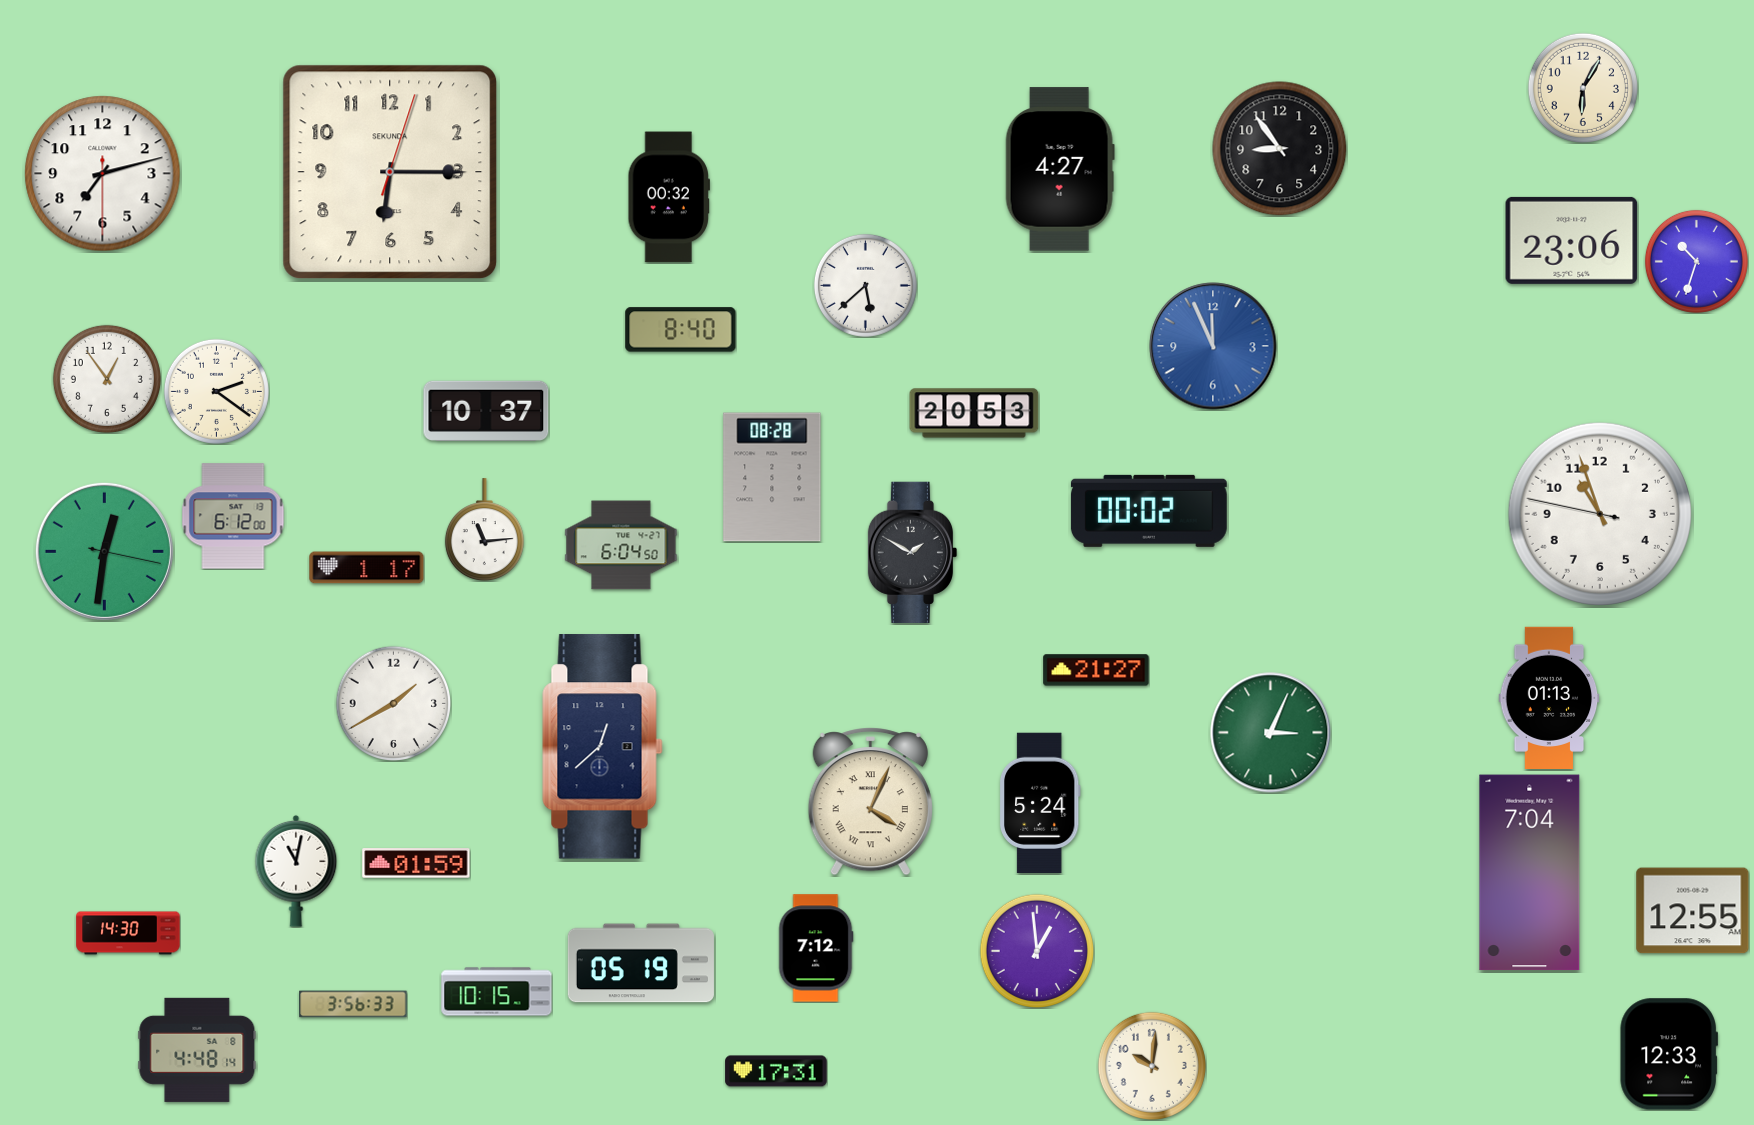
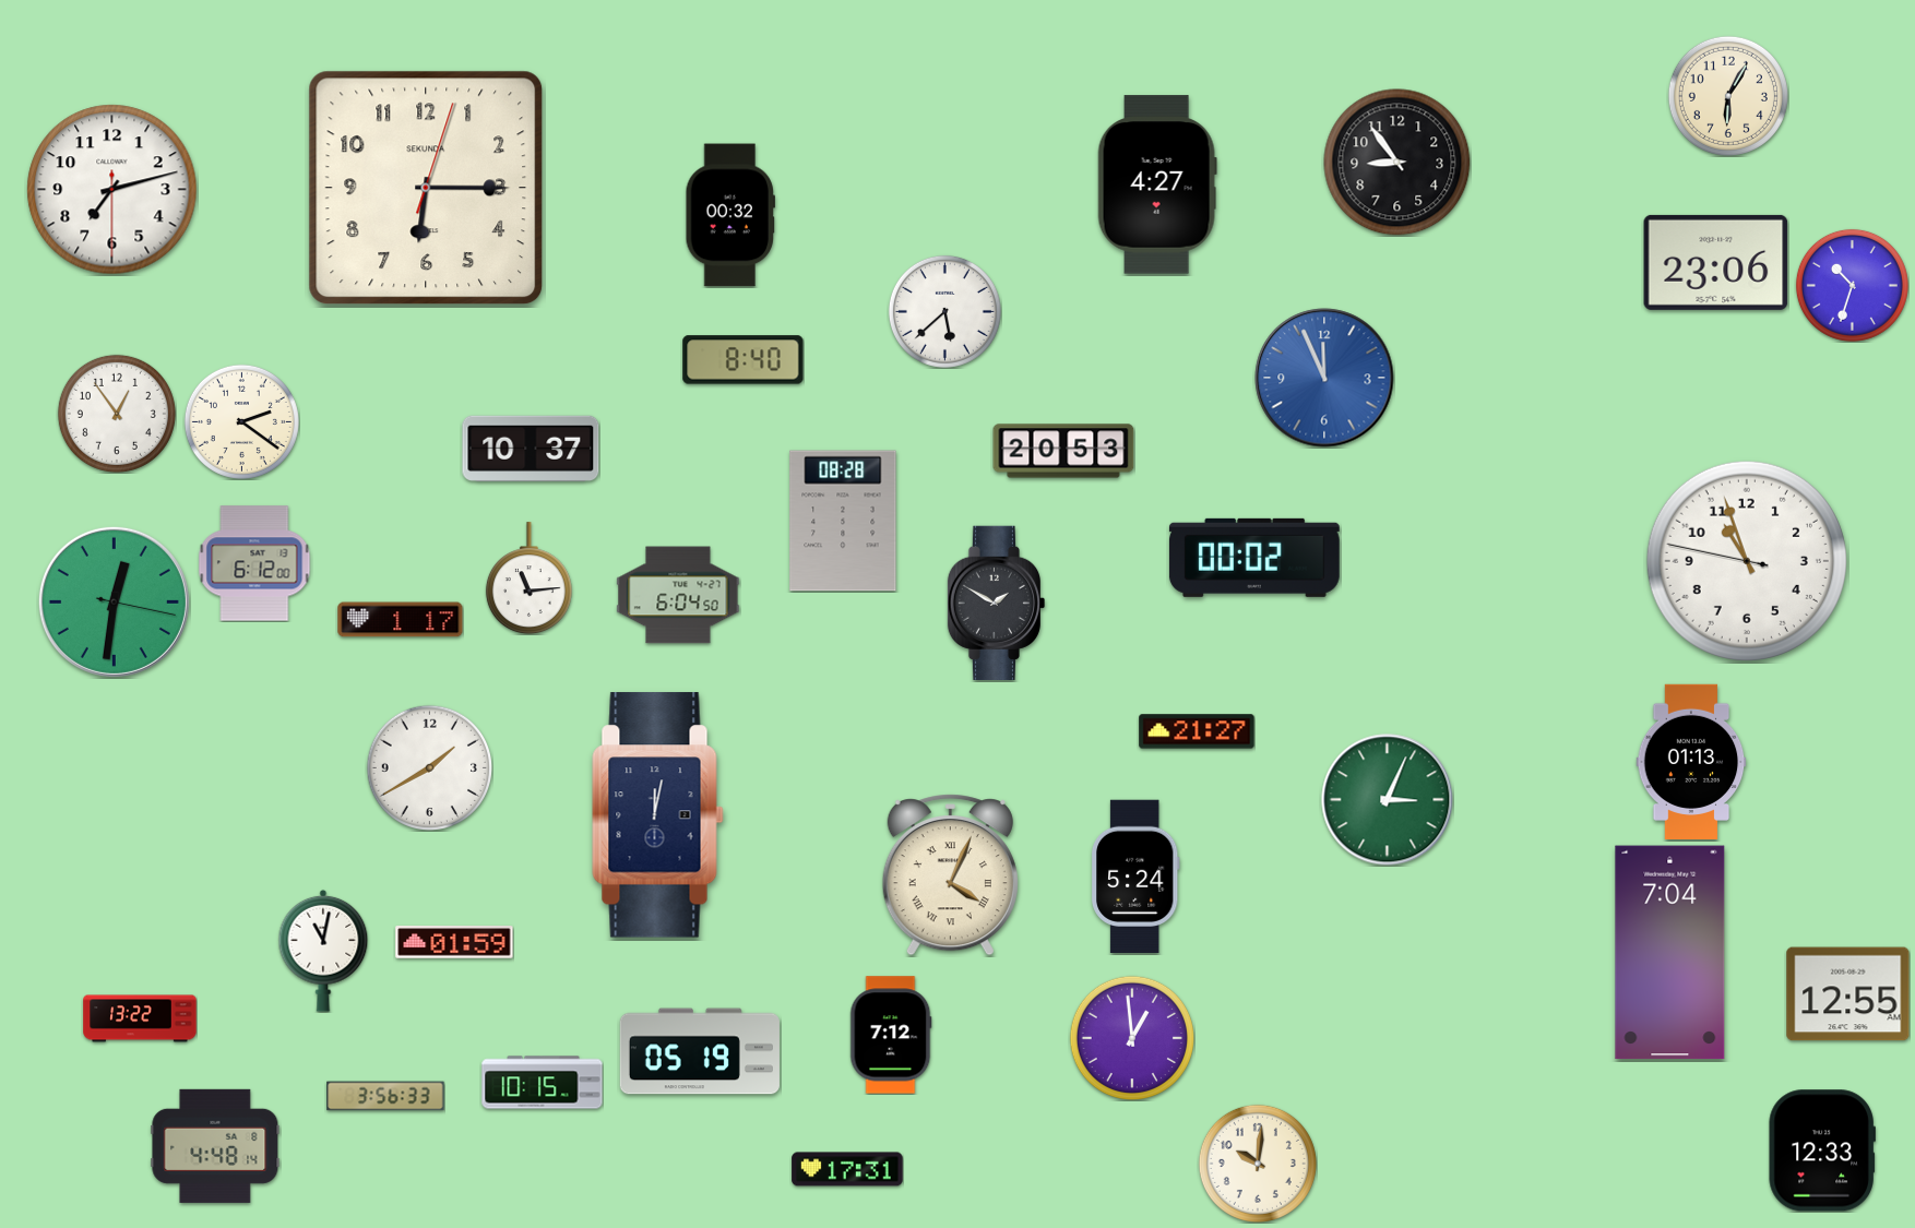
clock at (216, 391) position: (216, 391) -> (241, 421)
clock at (603, 747): 12:38 -> 12:02
clock at (128, 933): 14:30 -> 13:22
